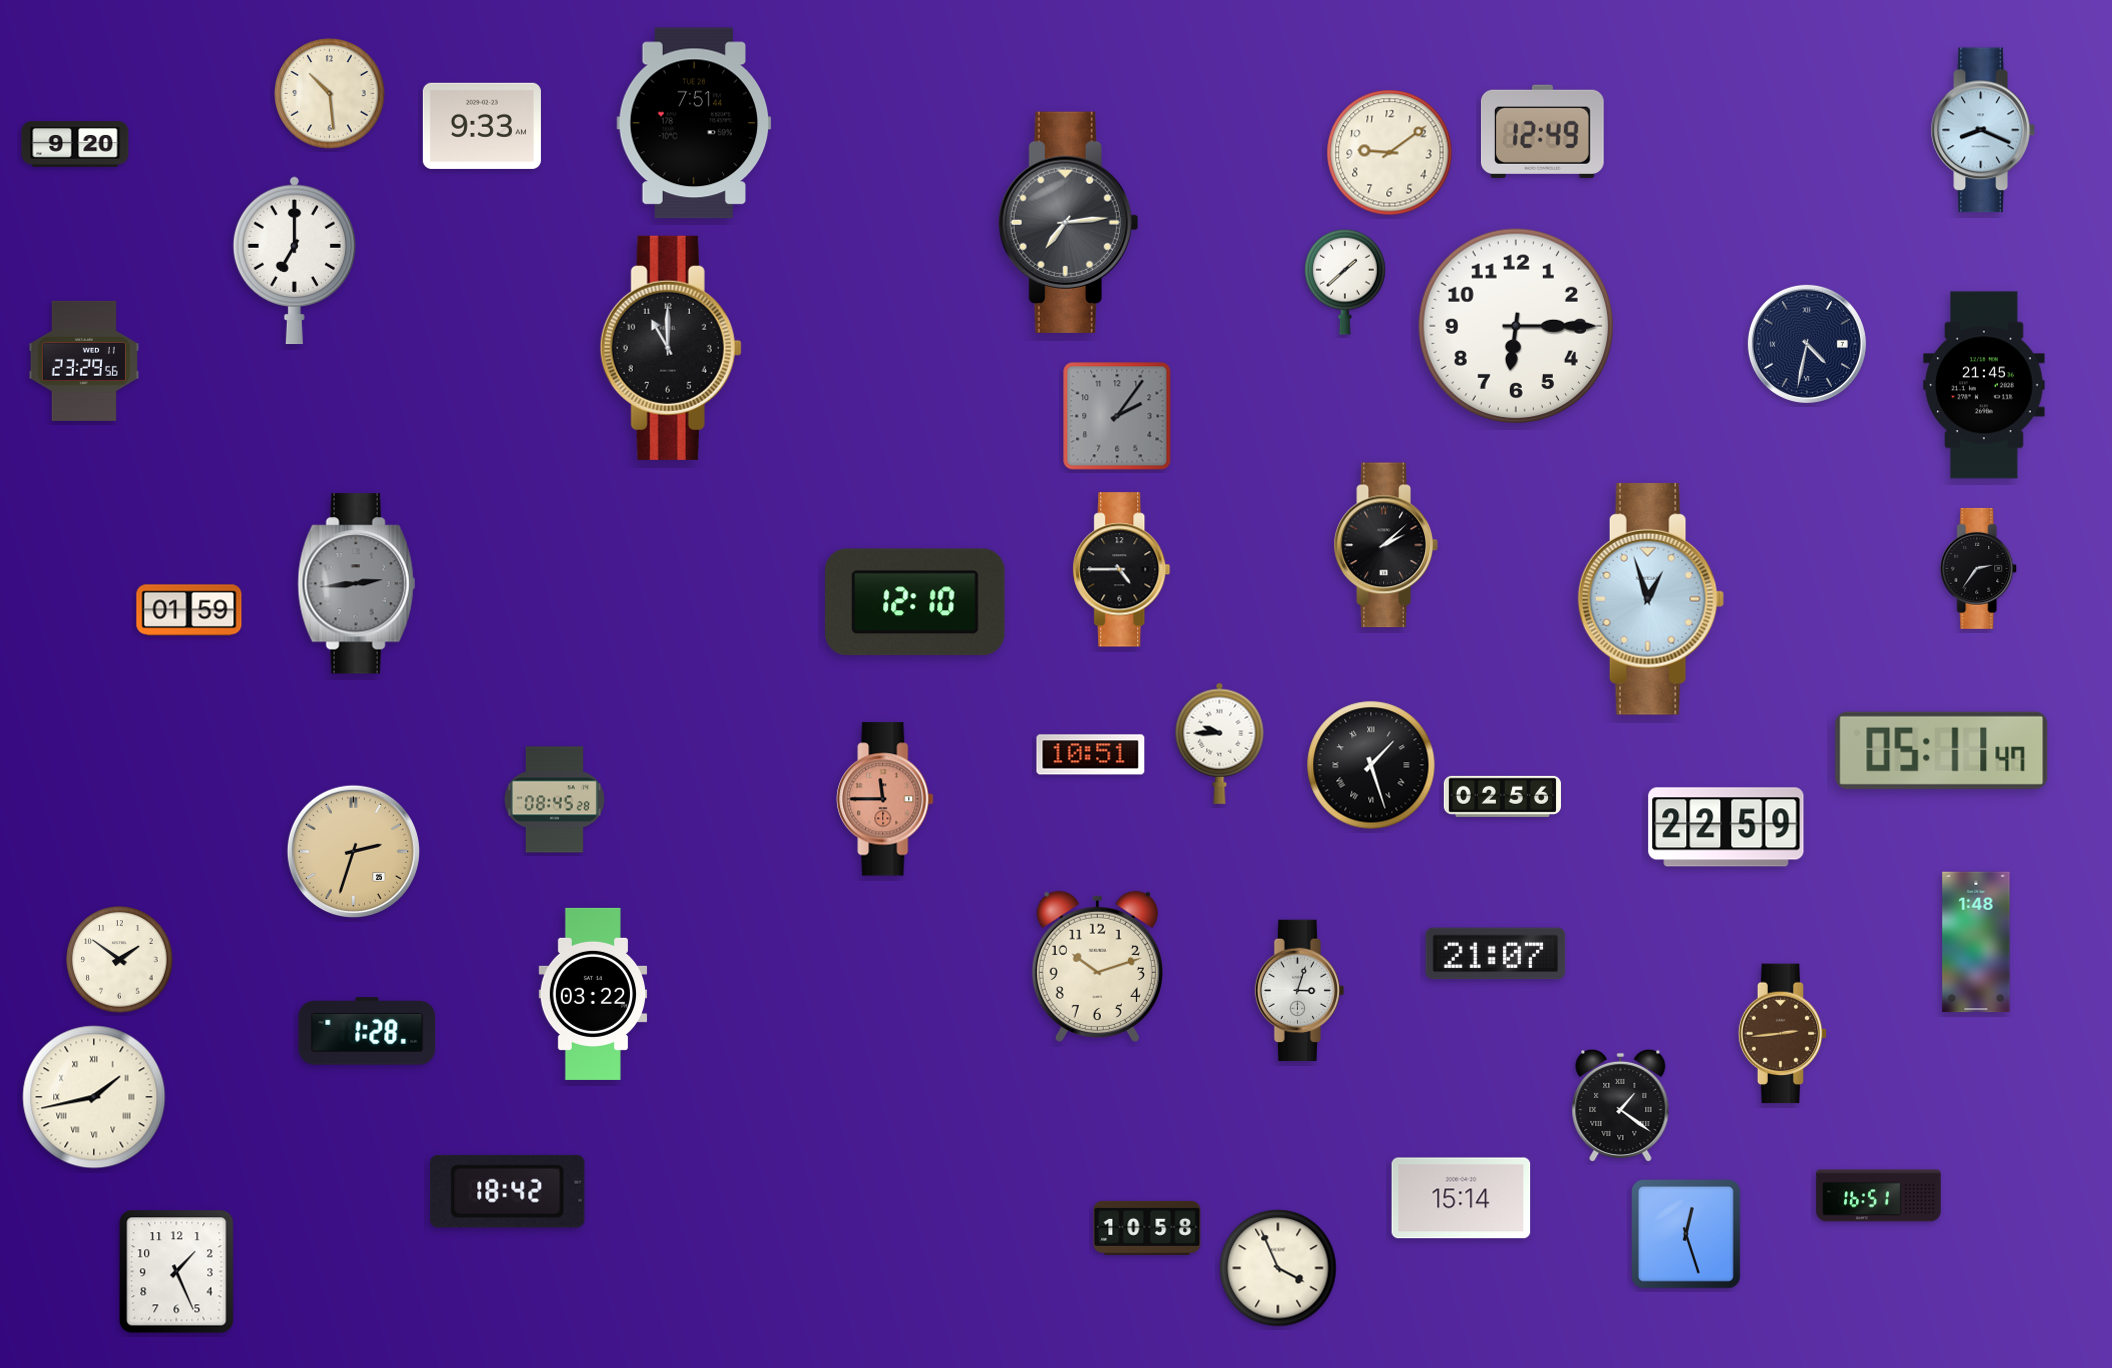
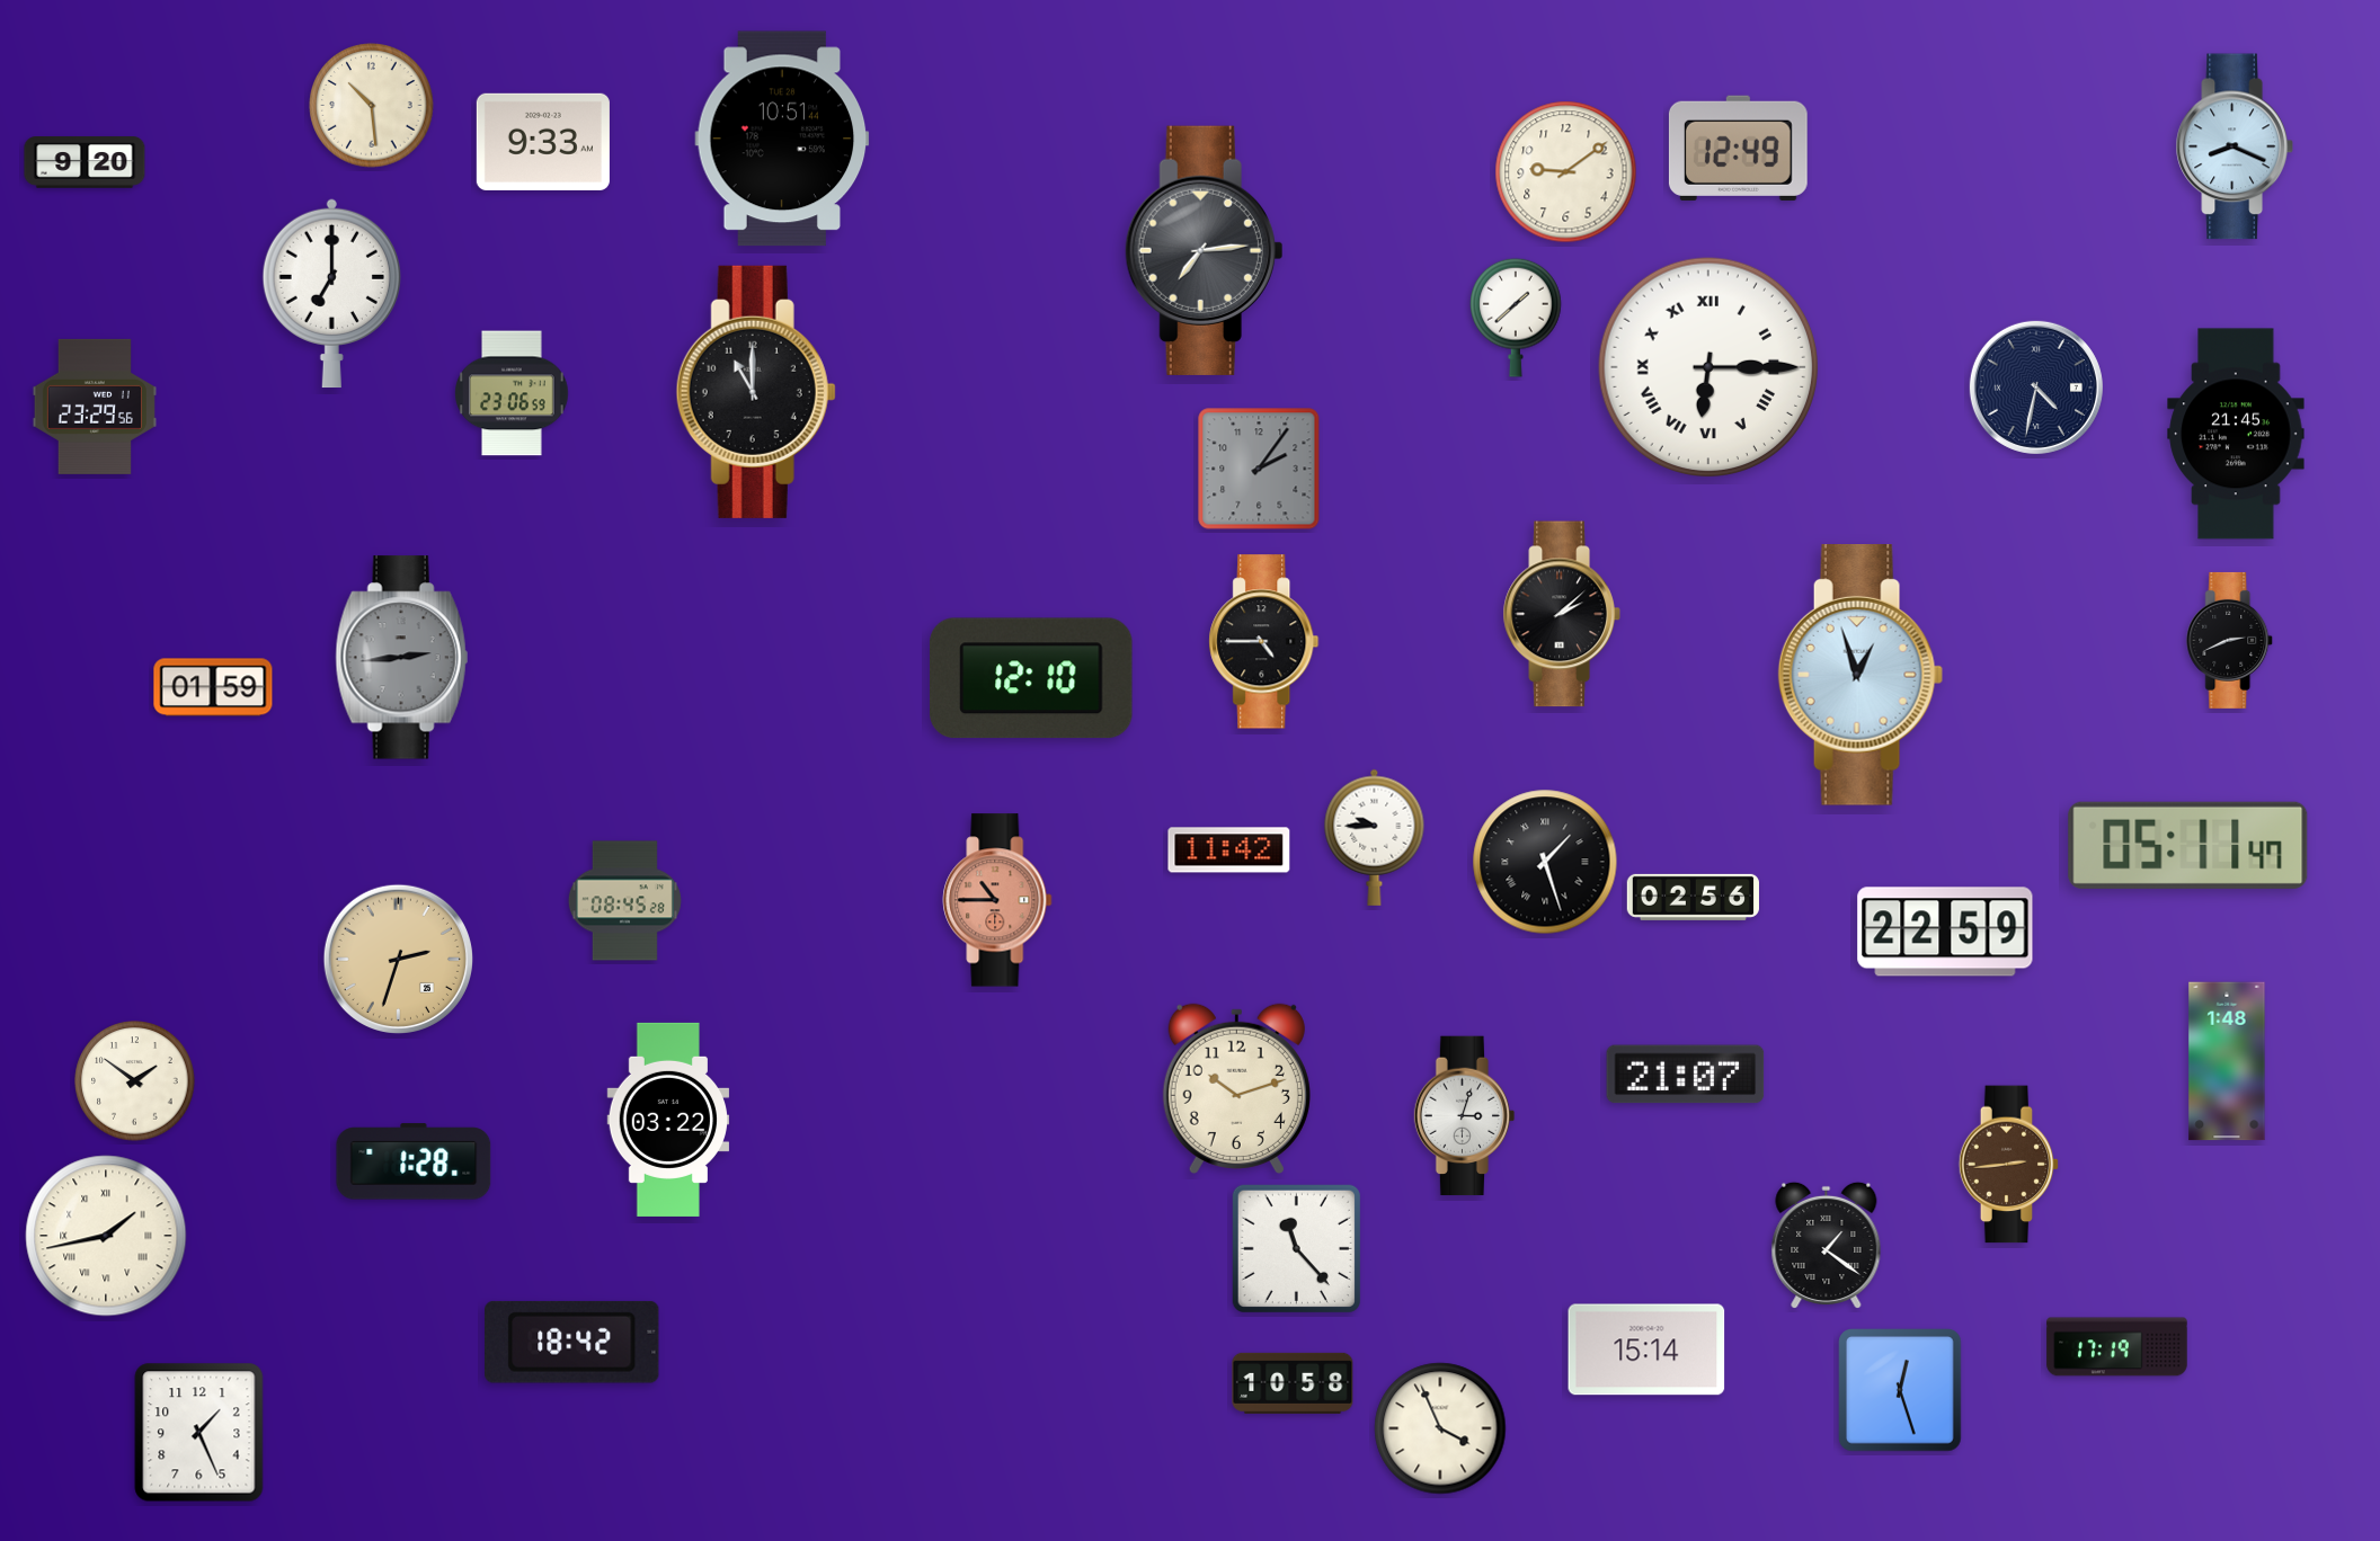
clock at (694, 123): 7:51 -> 10:51
clock at (1516, 326) numerals: Arabic -> Roman
clock at (512, 393): none -> 23:06
clock at (1979, 568): 2:36 -> 2:41
clock at (1091, 755): 10:51 -> 11:42
clock at (885, 799): 11:45 -> 10:45
clock at (1296, 1248): none -> 11:23
clock at (1879, 1196): 16:51 -> 17:19
